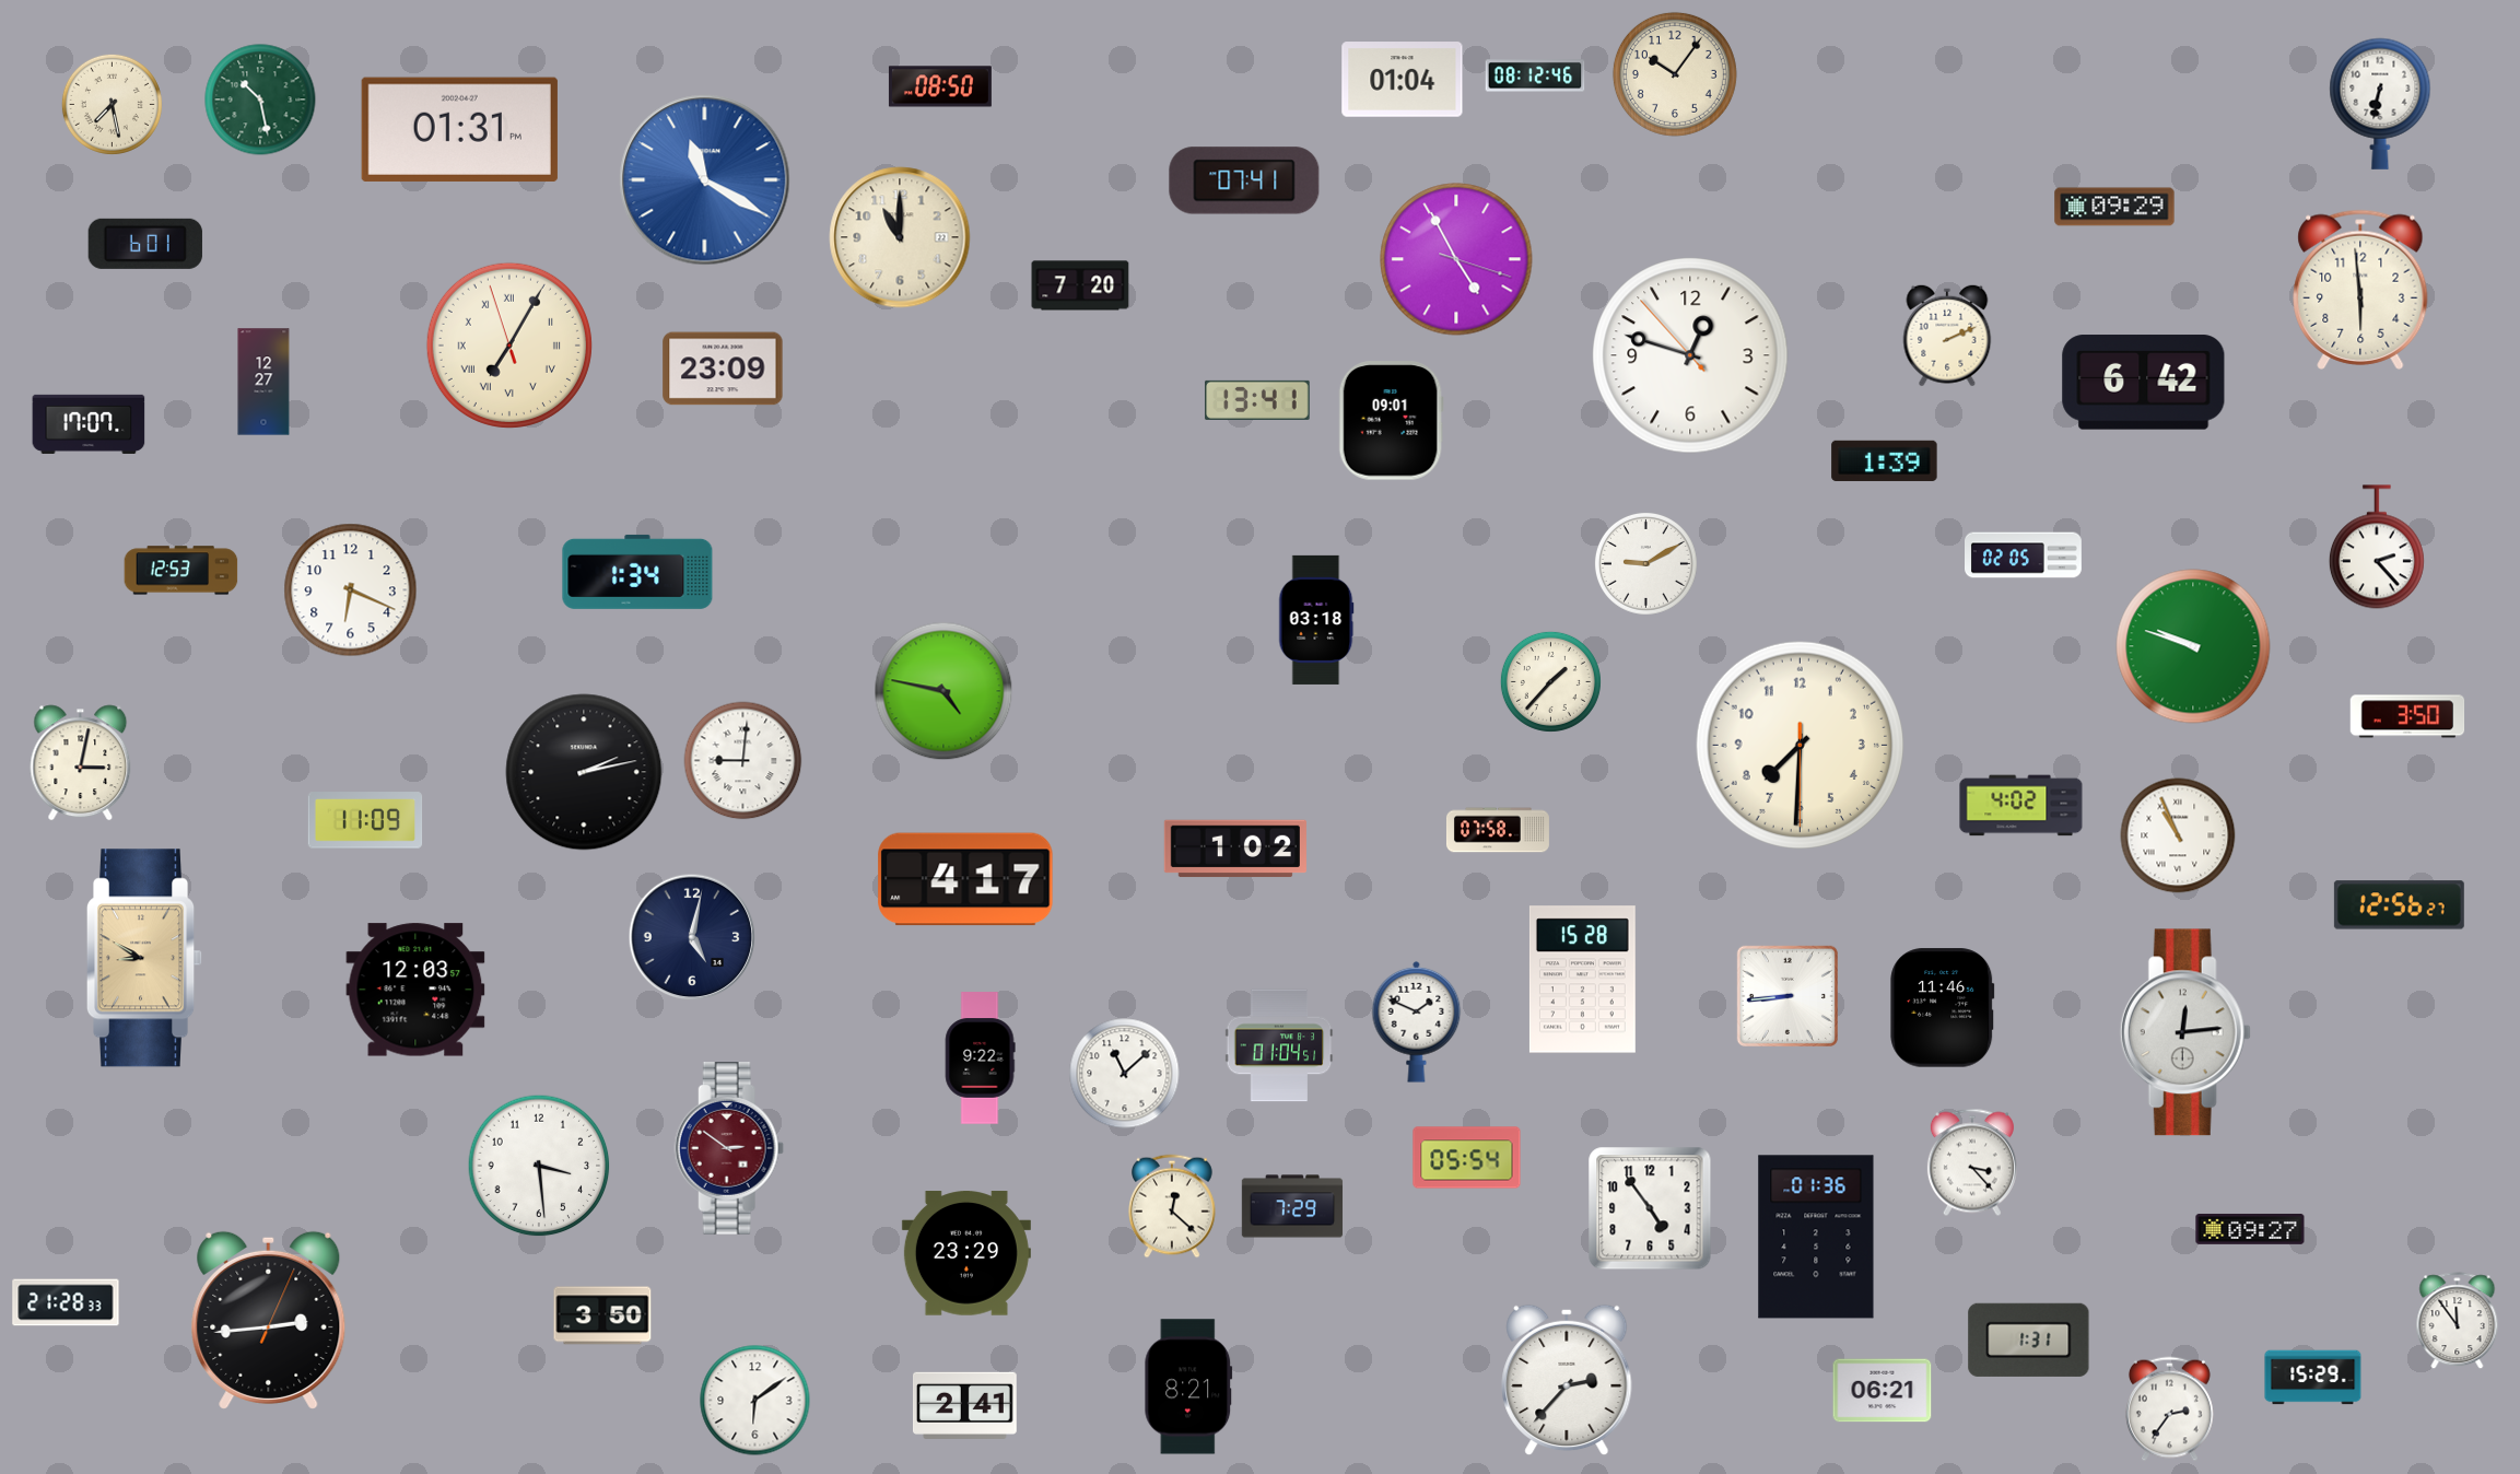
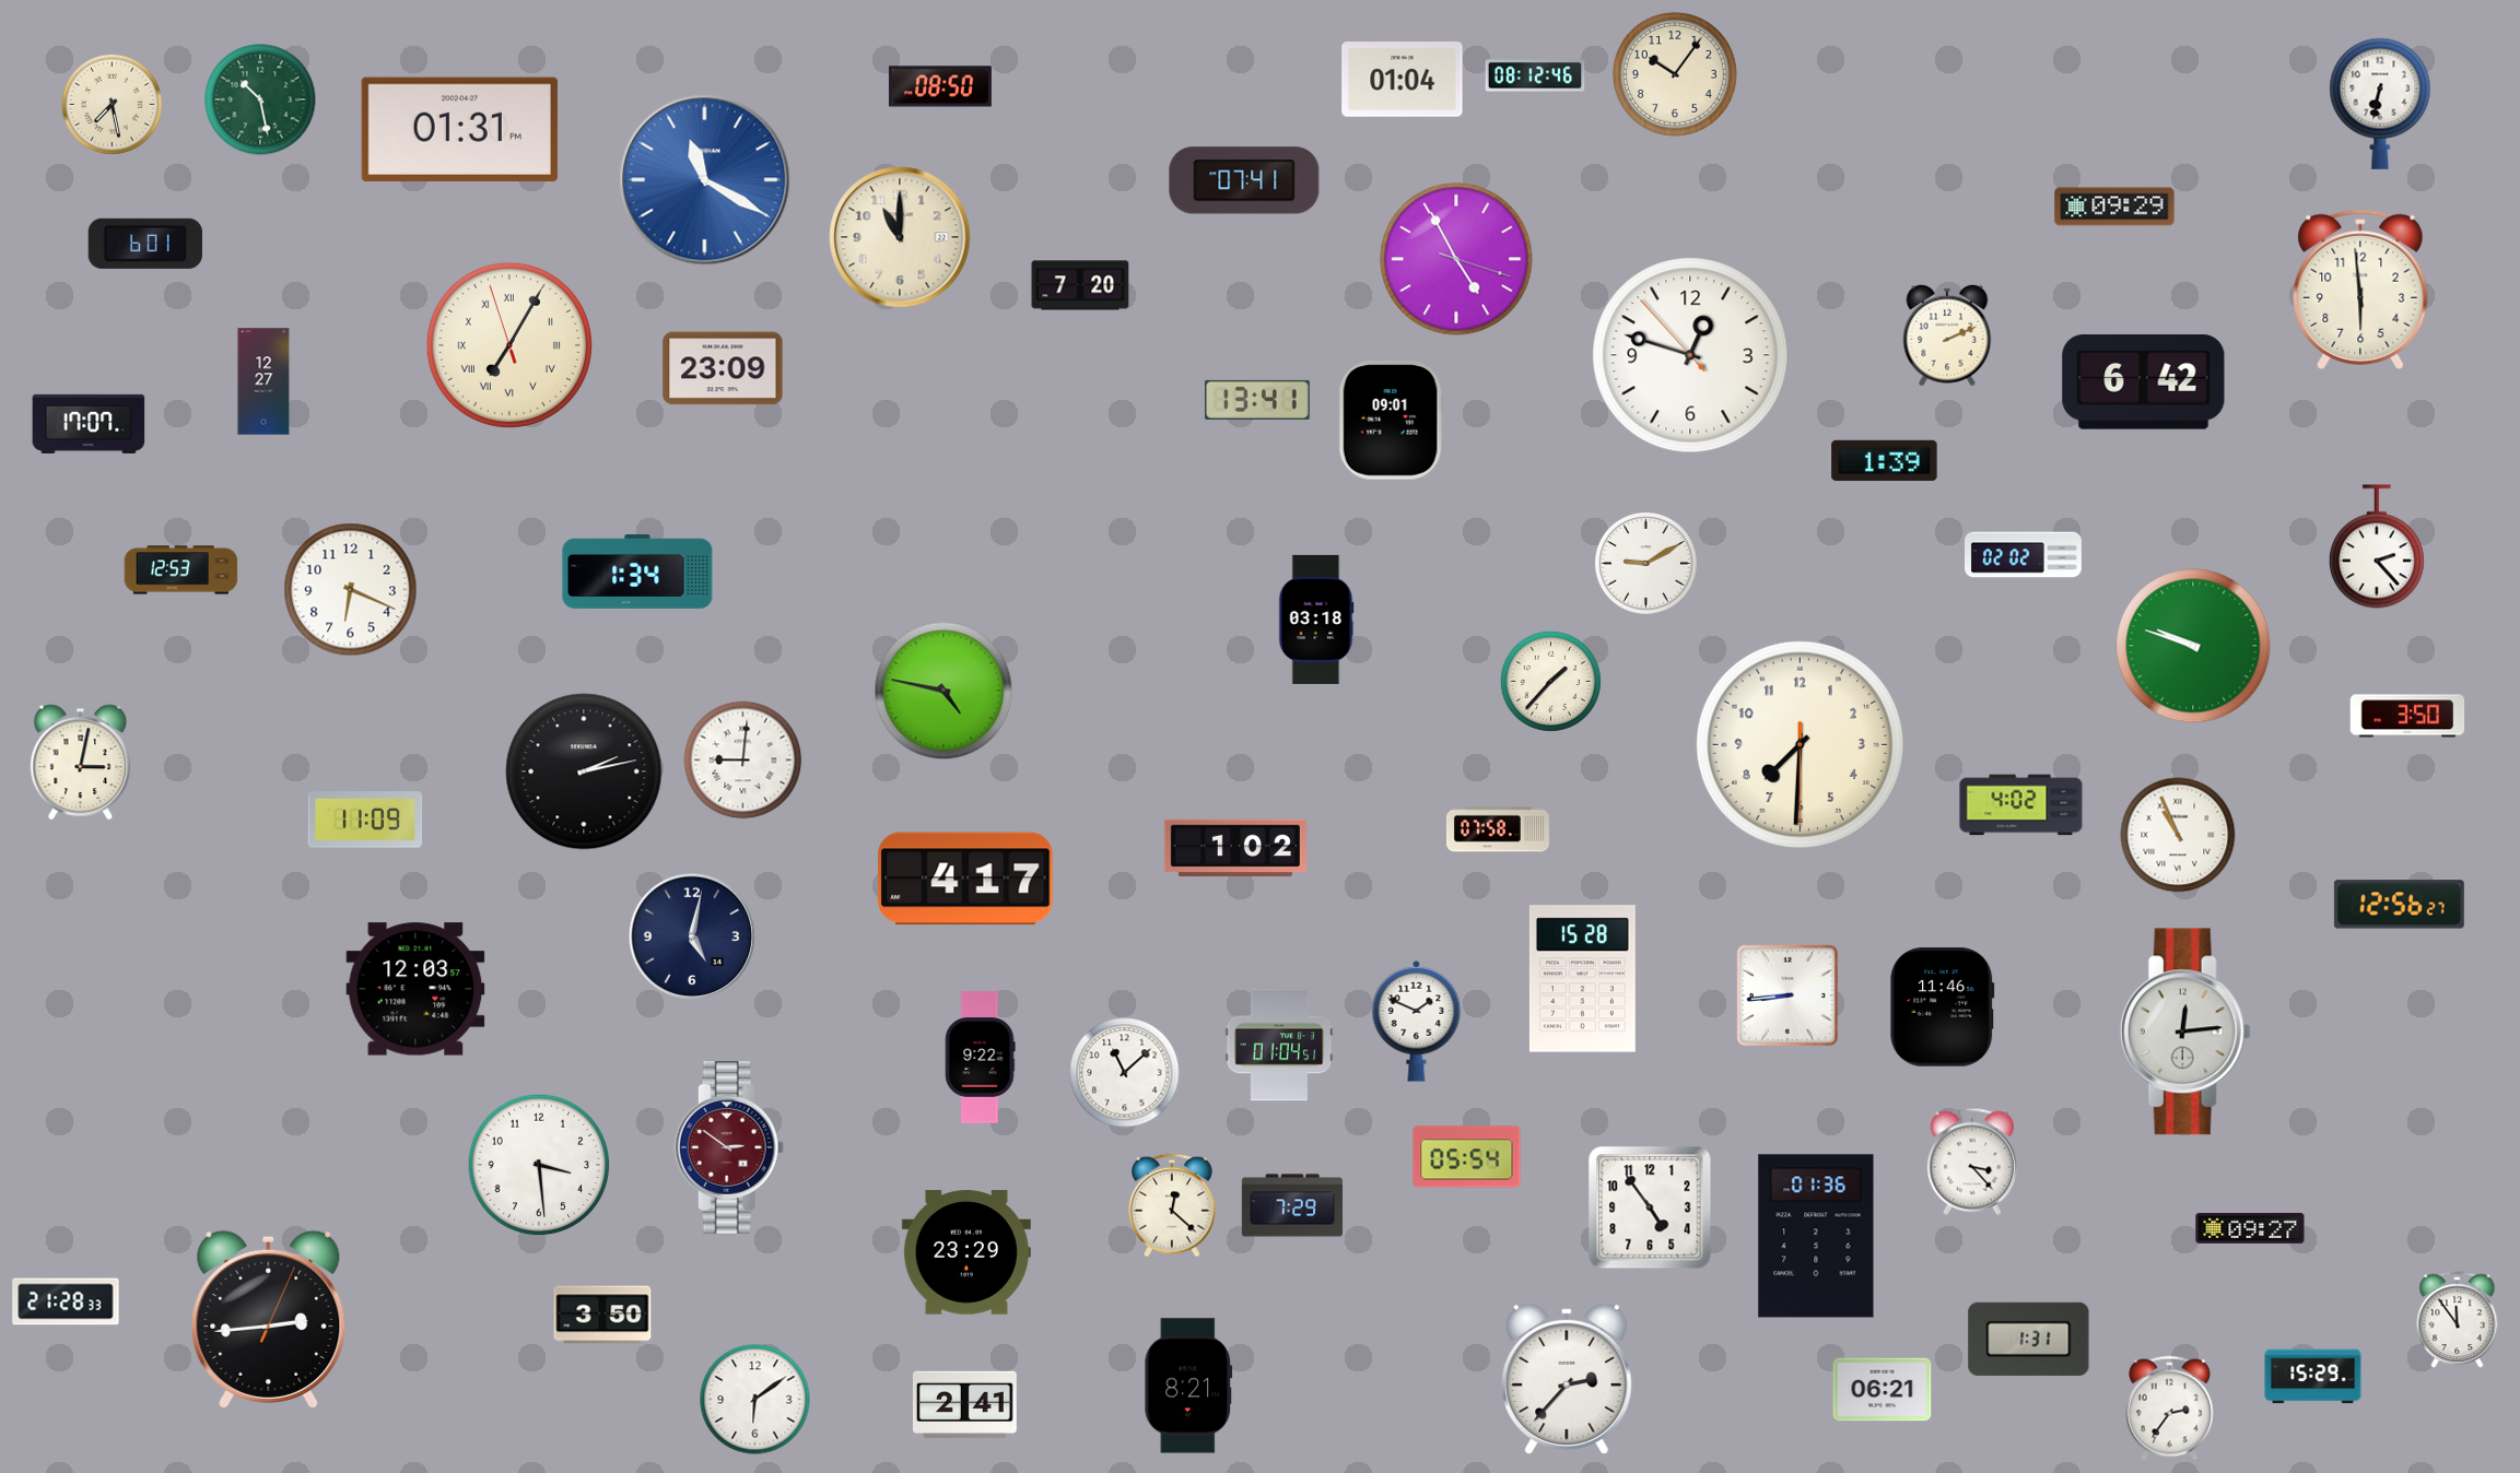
clock at (2024, 555): 02:05 -> 02:02
clock at (144, 958): 8:50 -> none
